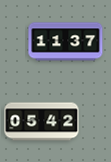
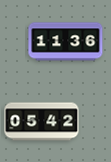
clock at (66, 42): 11:37 -> 11:36
